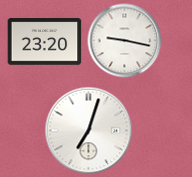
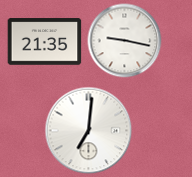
clock at (45, 42): 23:20 -> 21:35
clock at (89, 131): 7:03 -> 7:01
